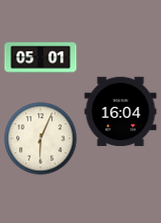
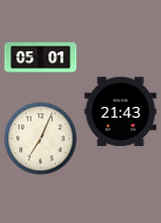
clock at (121, 112): 16:04 -> 21:43
clock at (41, 139): 6:04 -> 7:04
